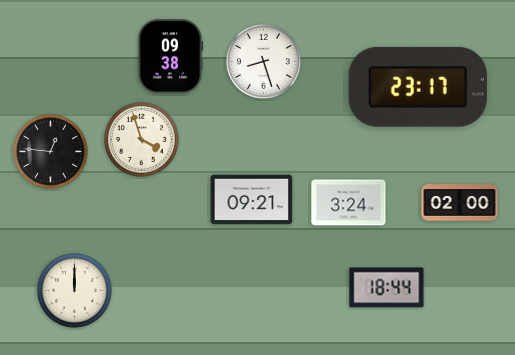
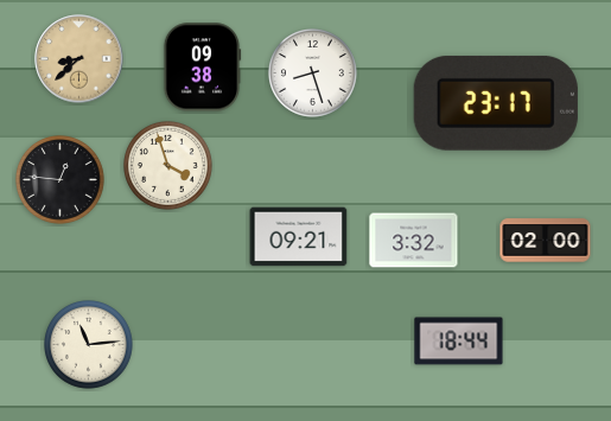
clock at (79, 59): none -> 8:38
clock at (349, 203): 3:24 -> 3:32
clock at (75, 291): 12:00 -> 11:14
